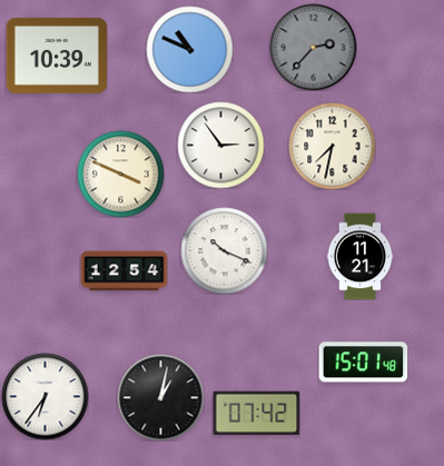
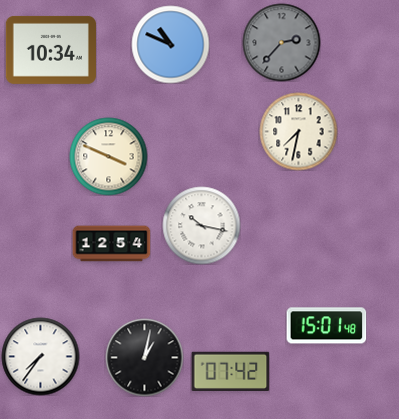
clock at (57, 56): 10:39 -> 10:34
clock at (220, 145): 2:54 -> none
clock at (224, 250): 10:19 -> 10:17
clock at (361, 256): 11:21 -> none
clock at (45, 396): 6:36 -> 7:36
